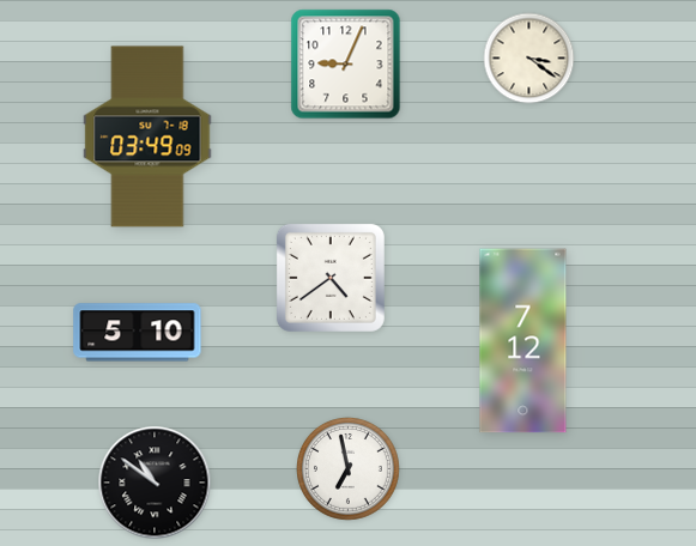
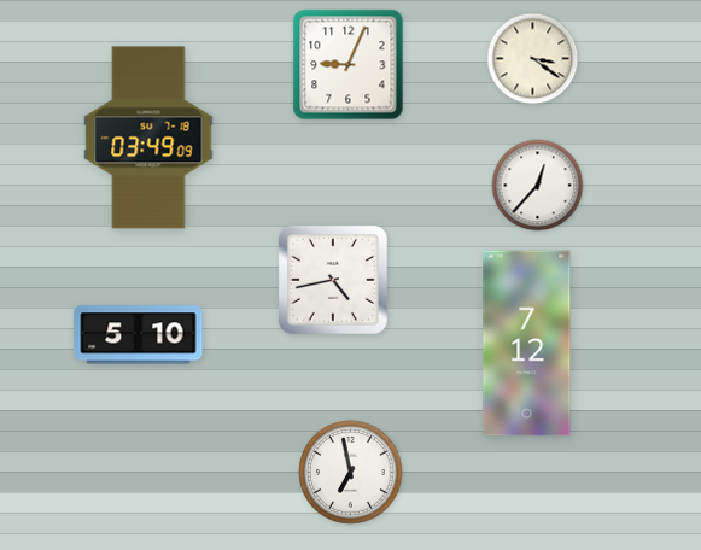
clock at (538, 186): none -> 12:37
clock at (331, 278): 4:39 -> 4:43
clock at (155, 483): 10:51 -> none
